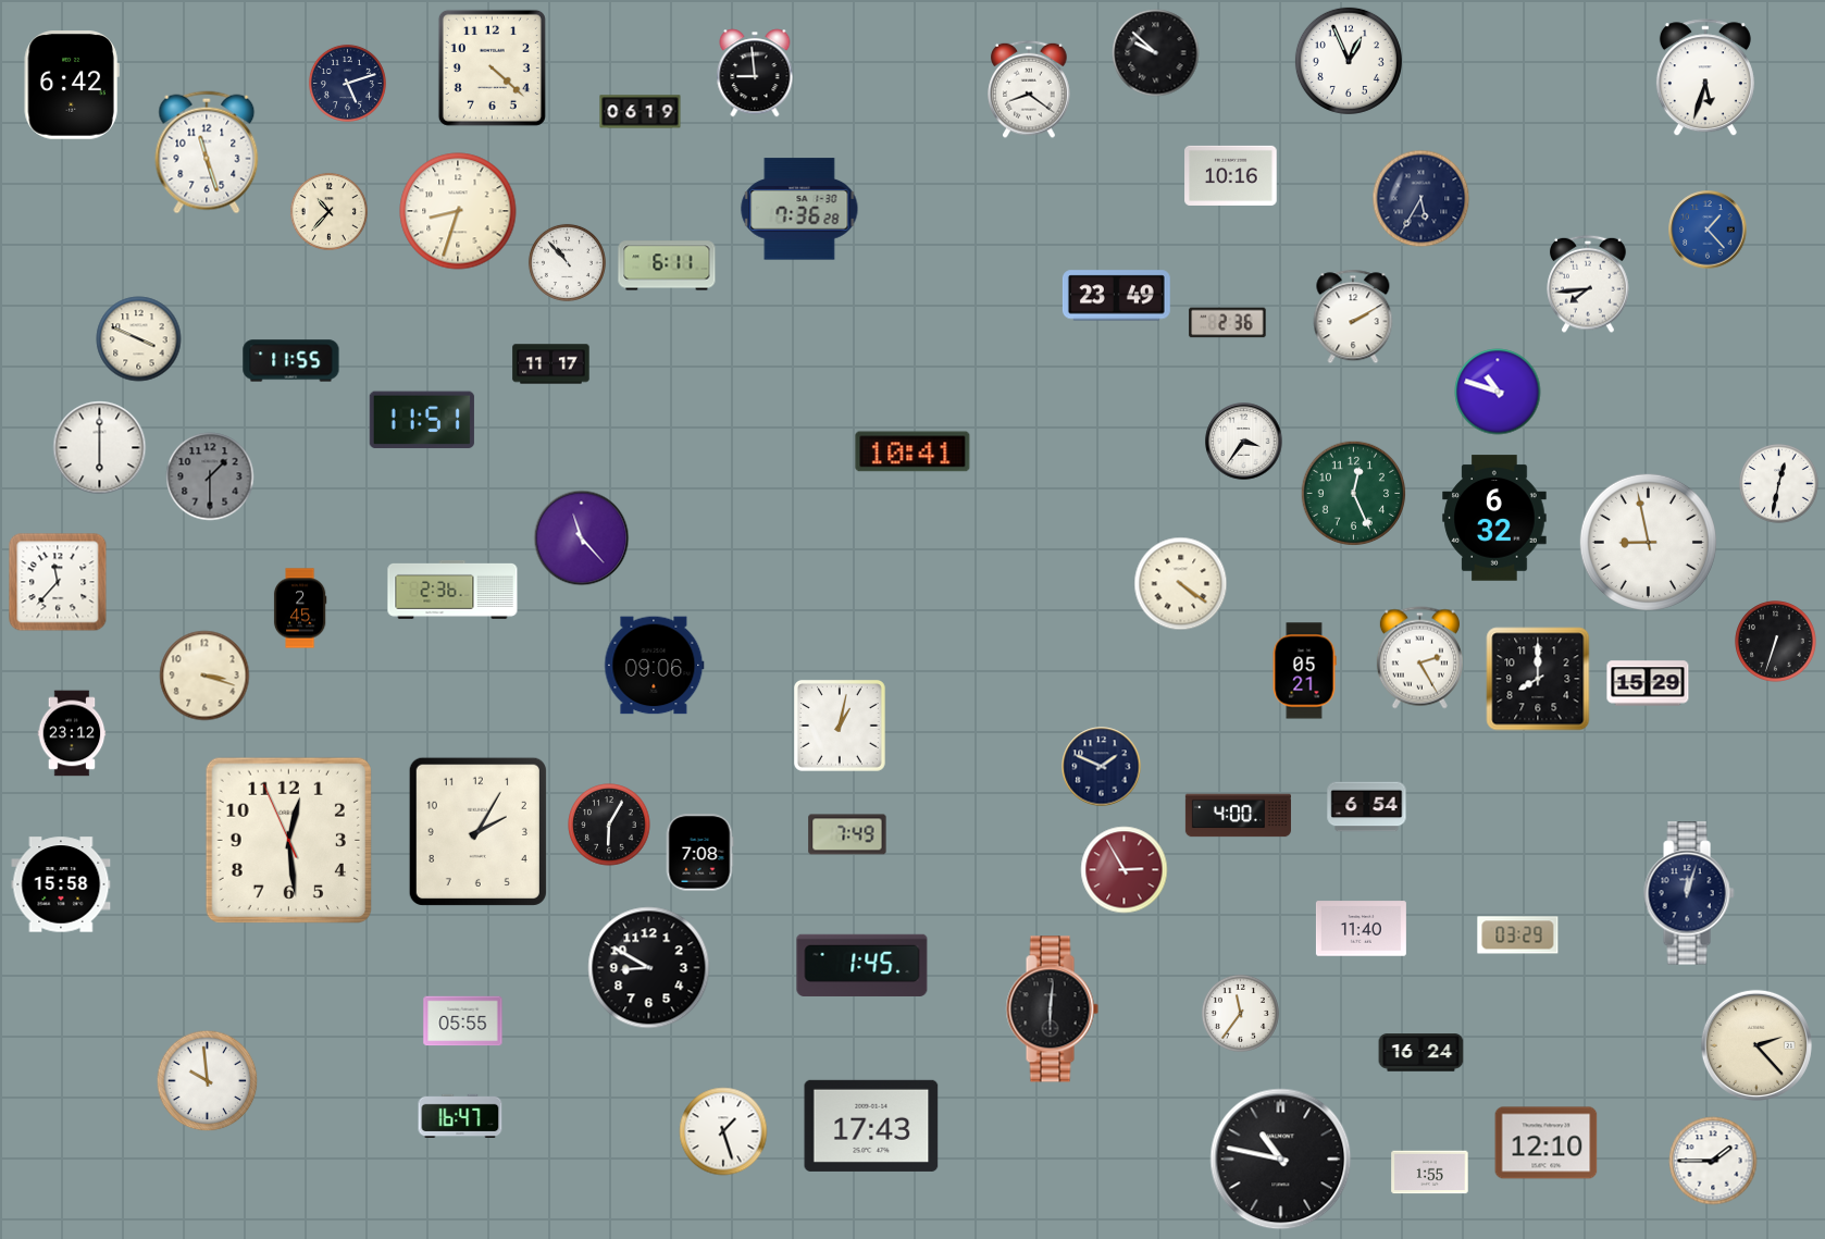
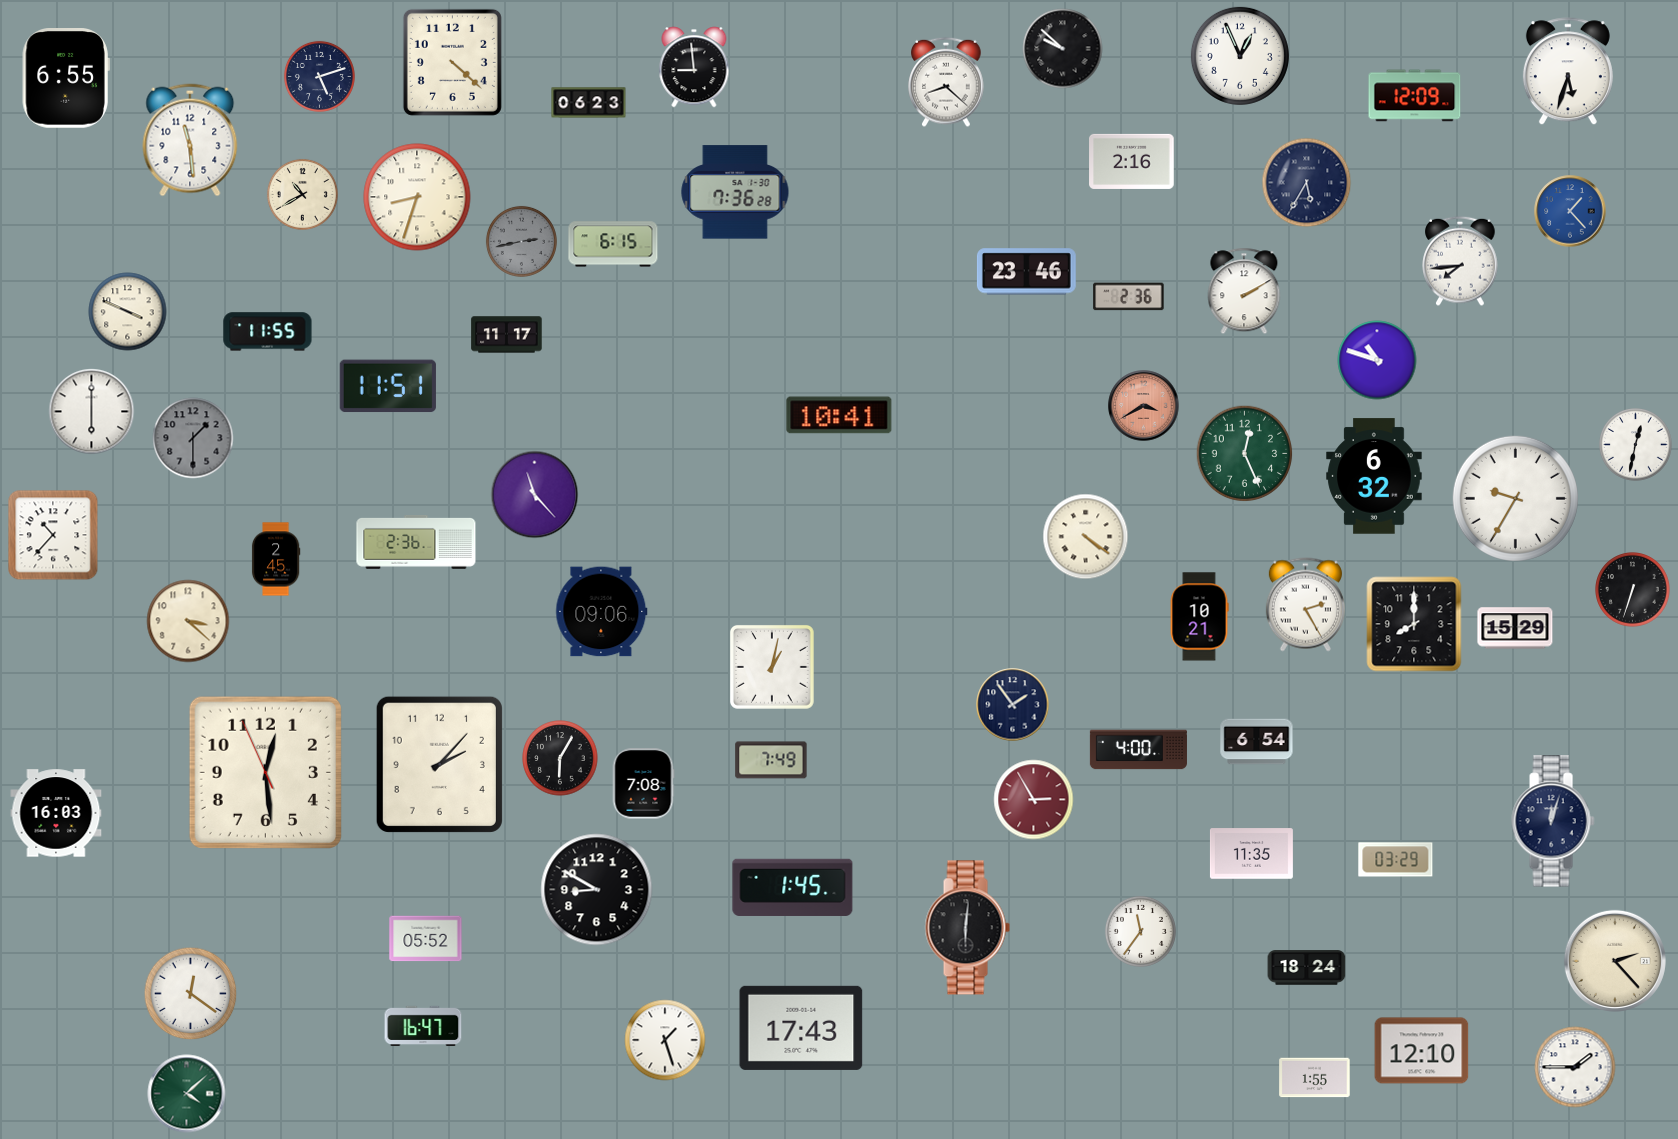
clock at (72, 86): 6:42 -> 6:55
clock at (1029, 89): 8:21 -> 8:22
clock at (1415, 96): none -> 12:09
clock at (641, 112): 06:19 -> 06:23
clock at (207, 152): 11:27 -> 11:29
clock at (1231, 175): 10:16 -> 2:16
clock at (328, 211): 10:37 -> 10:40
clock at (458, 211) position: (458, 211) -> (417, 197)
clock at (567, 262): 10:53 -> 2:43
clock at (567, 262) dial: white -> grey
clock at (667, 265): 6:11 -> 6:15
clock at (1116, 296): 23:49 -> 23:46
clock at (1244, 442): 3:36 -> 3:40
clock at (1244, 442) dial: white -> salmon
clock at (1648, 542): 8:58 -> 9:35
clock at (58, 582): 11:37 -> 10:37
clock at (1304, 671): 05:21 -> 10:21
clock at (204, 676): 3:18 -> 3:22
clock at (72, 733): 23:12 -> none
clock at (1102, 767): 1:49 -> 1:54
clock at (477, 831): 2:05 -> 2:07
clock at (847, 834) position: (847, 834) -> (771, 760)
clock at (61, 884): 15:58 -> 16:03
clock at (1361, 929): 11:40 -> 11:35
clock at (463, 1021): 05:55 -> 05:52
clock at (1421, 1053): 16:24 -> 18:24
clock at (208, 1081): 9:59 -> 12:21
clock at (871, 1126) position: (871, 1126) -> (801, 1028)
clock at (1281, 1160): 10:47 -> none
clock at (187, 1094): none -> 4:08
